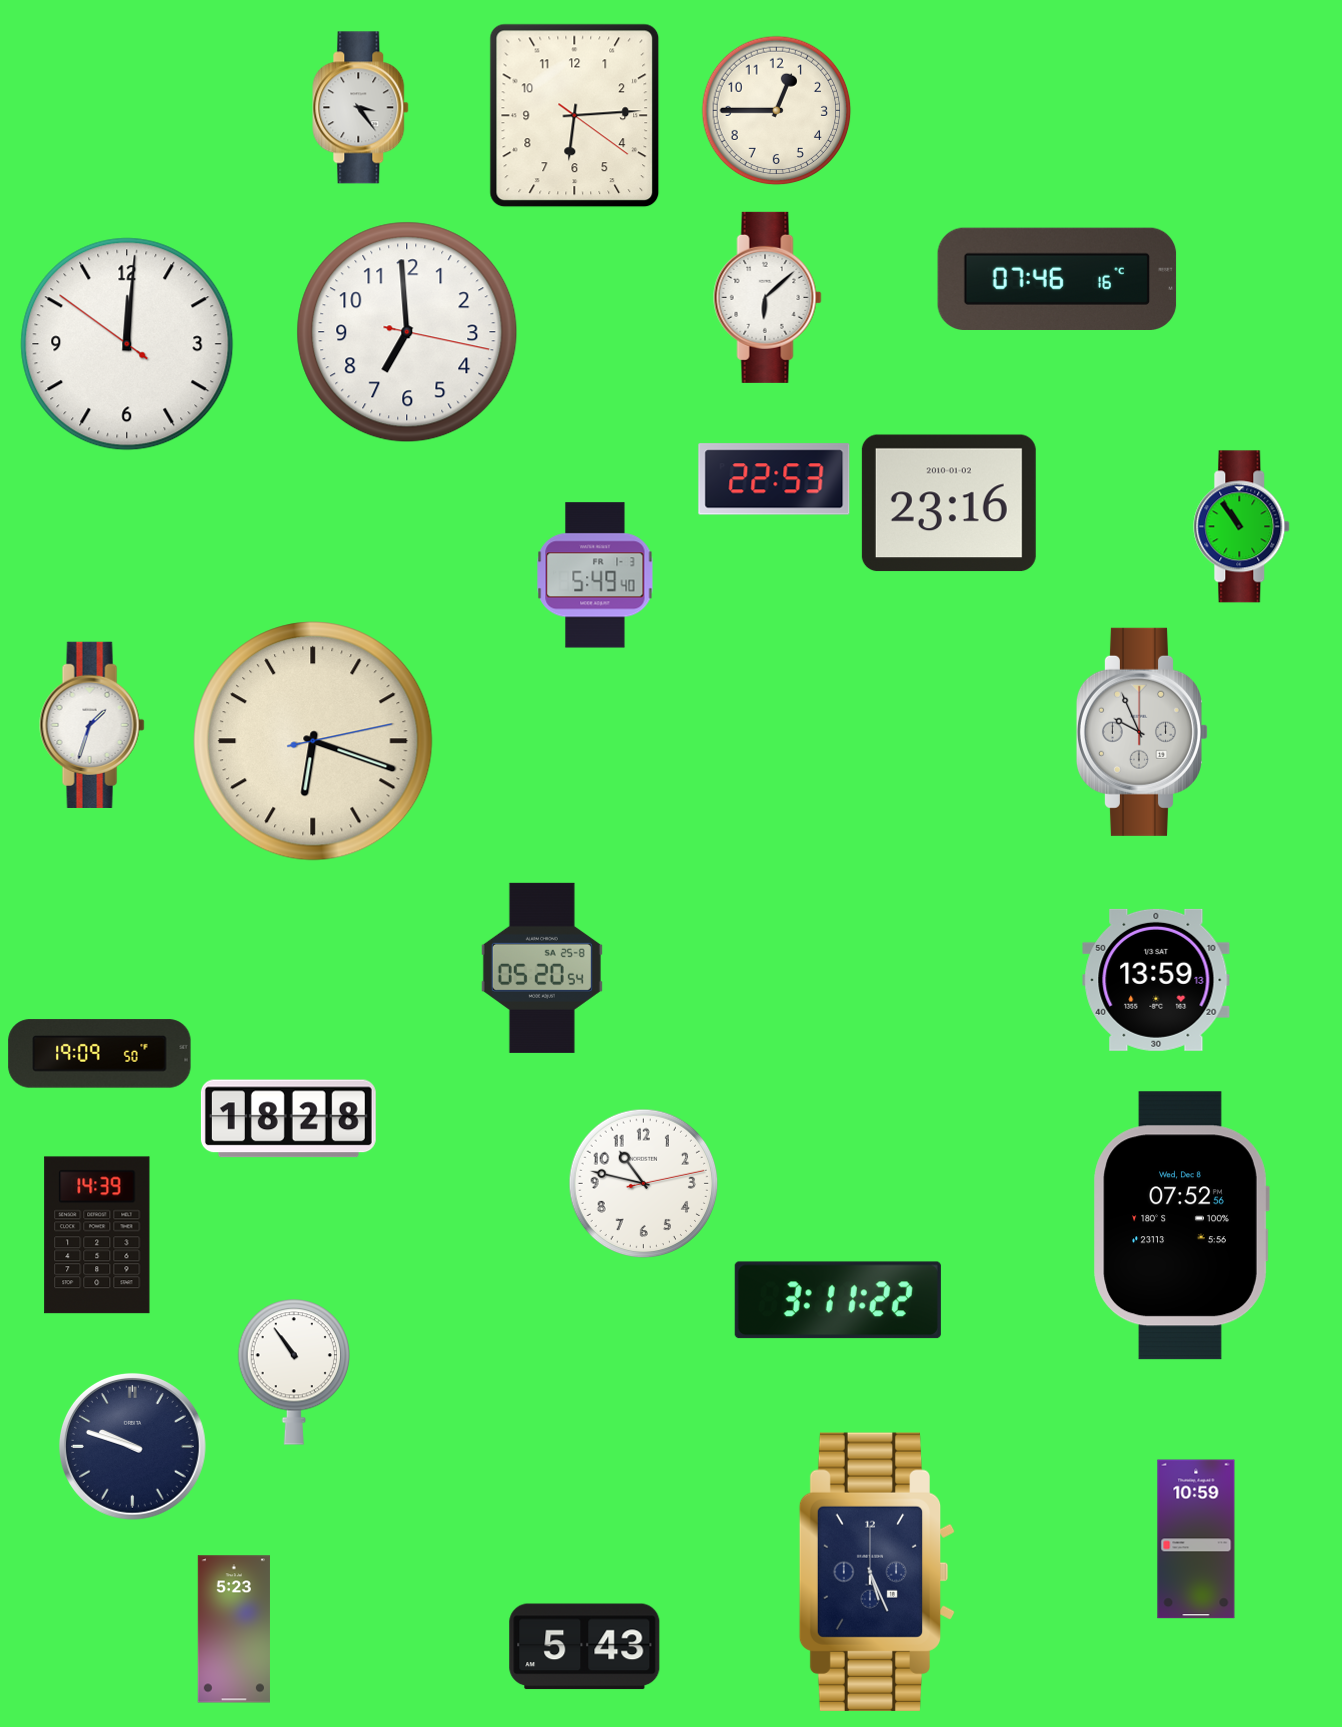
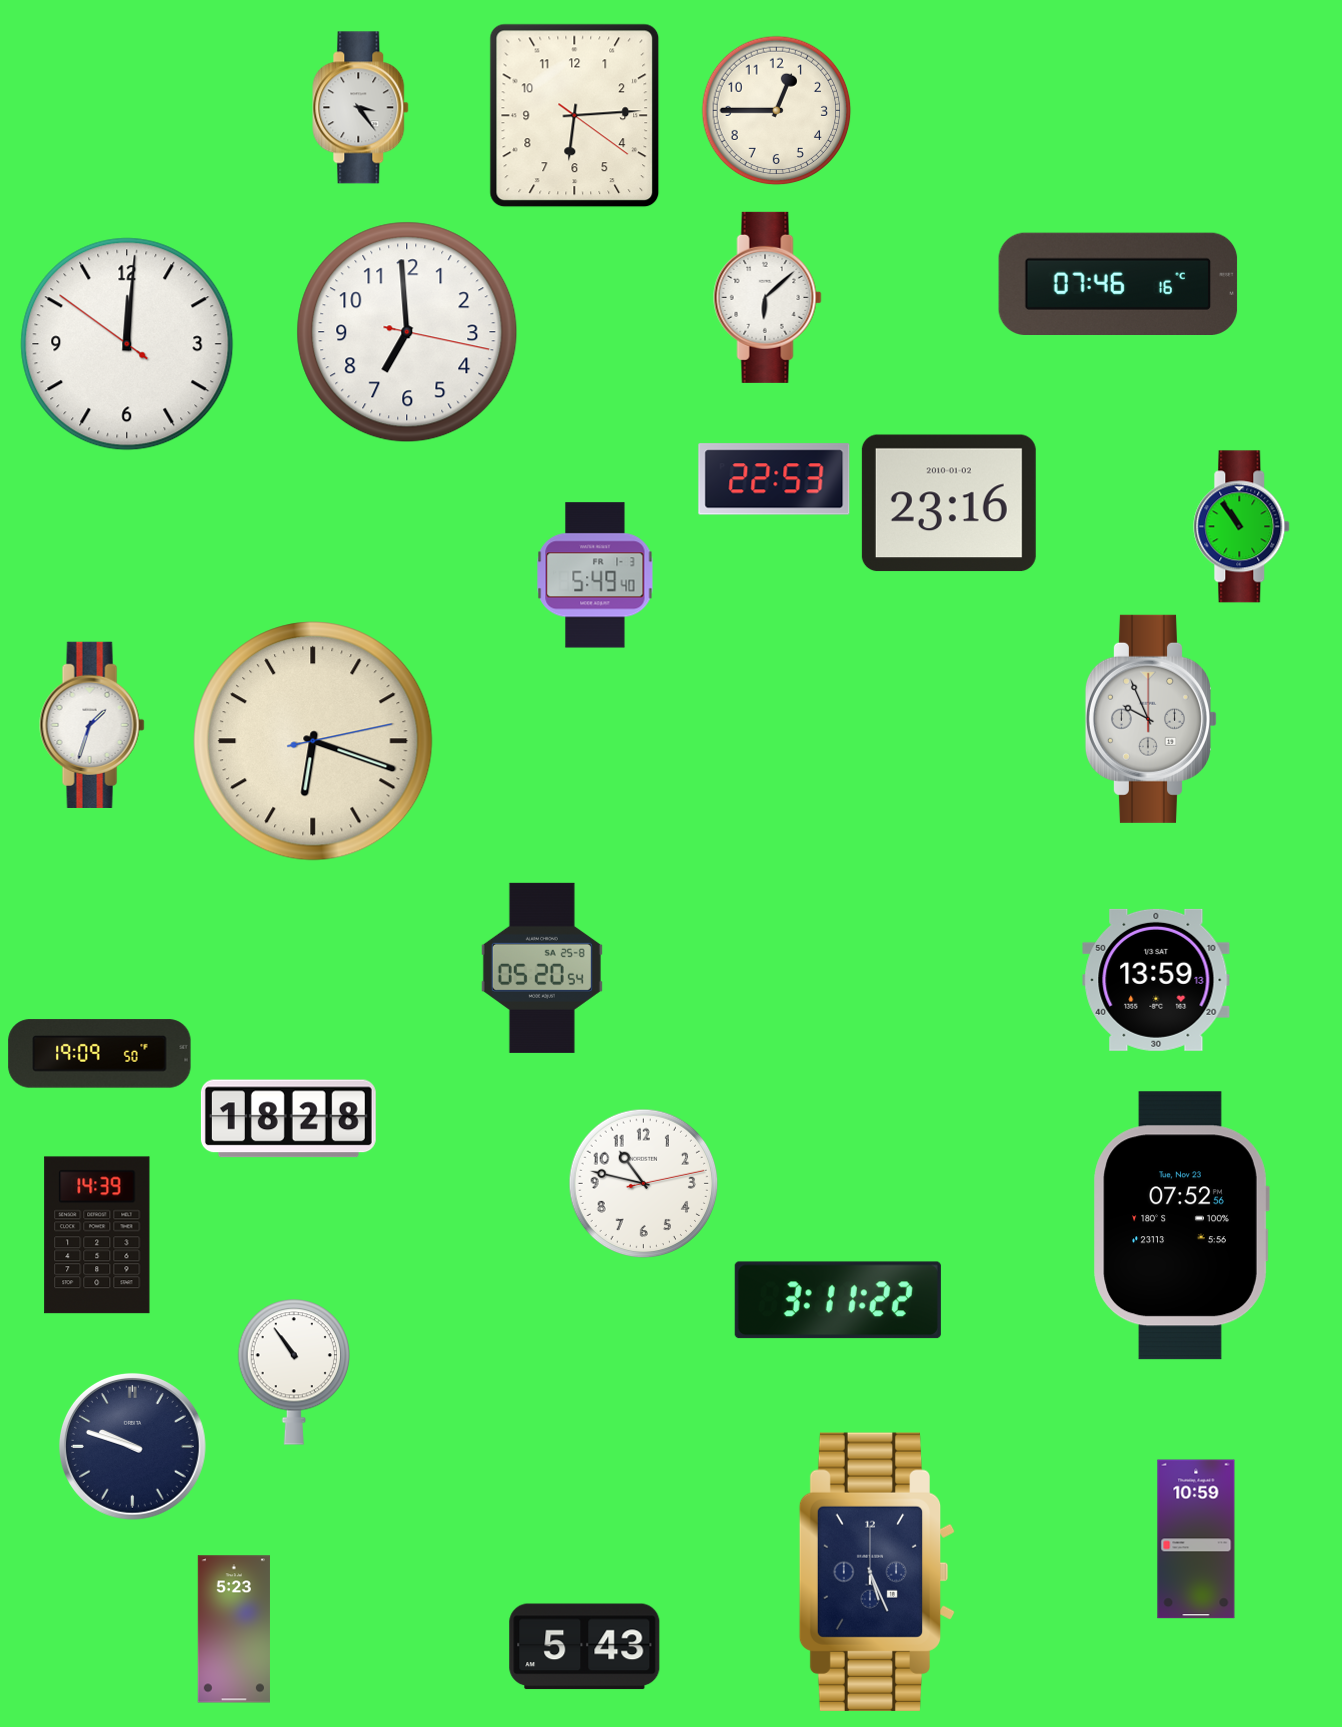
clock at (1057, 278) position: (1057, 278) -> (1118, 283)
clock at (1142, 732) position: (1142, 732) -> (1151, 719)
clock at (1181, 1226) date: Wed, Dec 8 -> Tue, Nov 23
